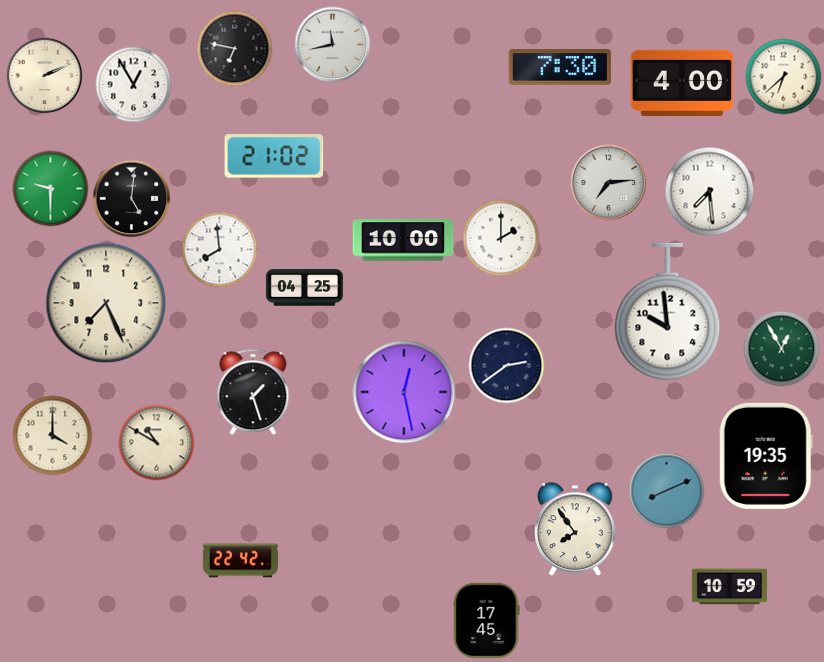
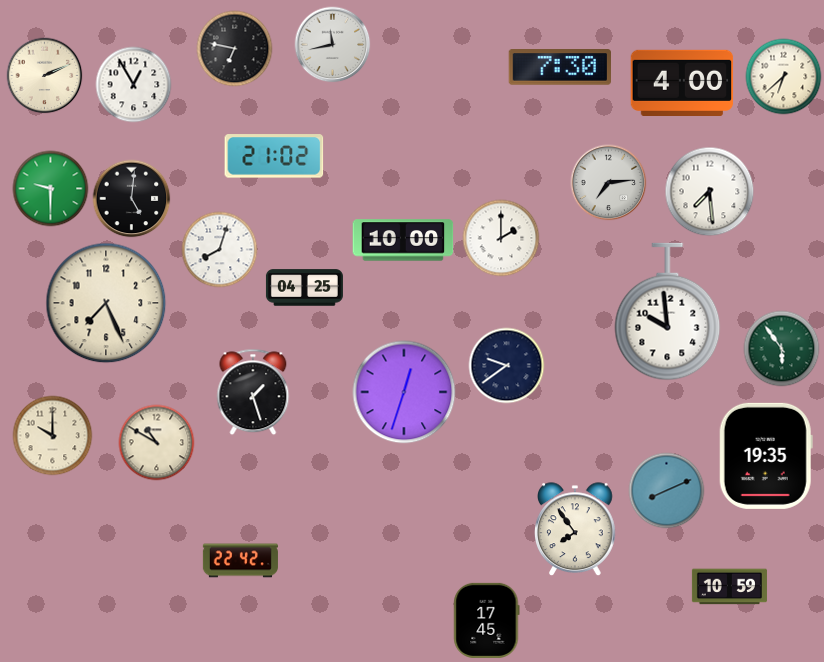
clock at (220, 250): 7:59 -> 8:03
clock at (782, 349): 12:55 -> 5:54
clock at (507, 366): 2:39 -> 9:39
clock at (404, 392): 12:28 -> 12:33
clock at (53, 436): 4:00 -> 10:00
